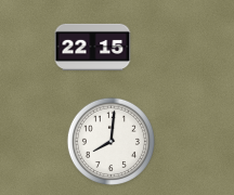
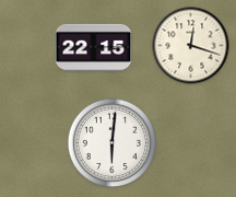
clock at (191, 46): none -> 12:18
clock at (110, 141): 8:01 -> 6:01
